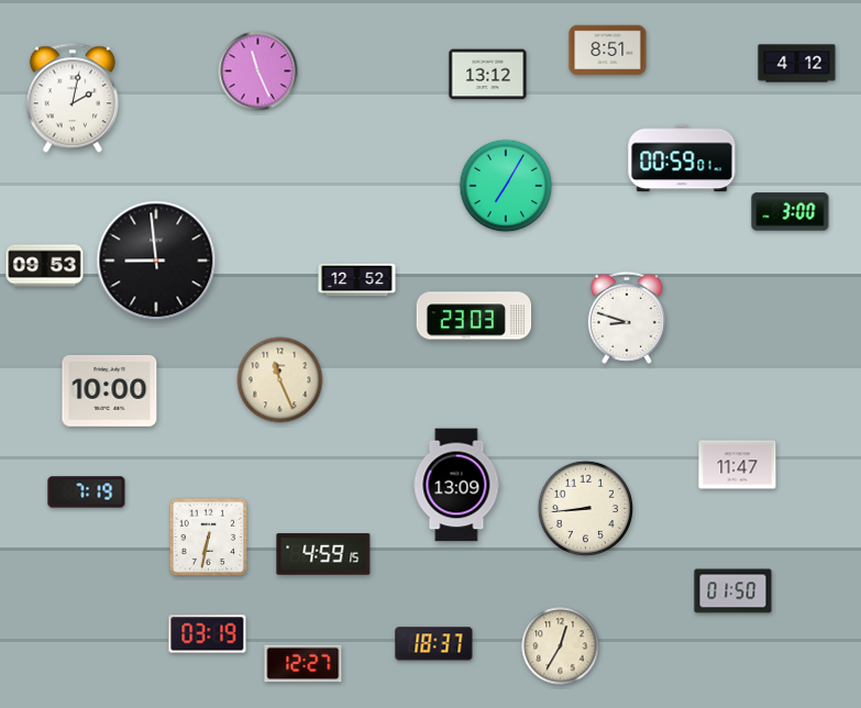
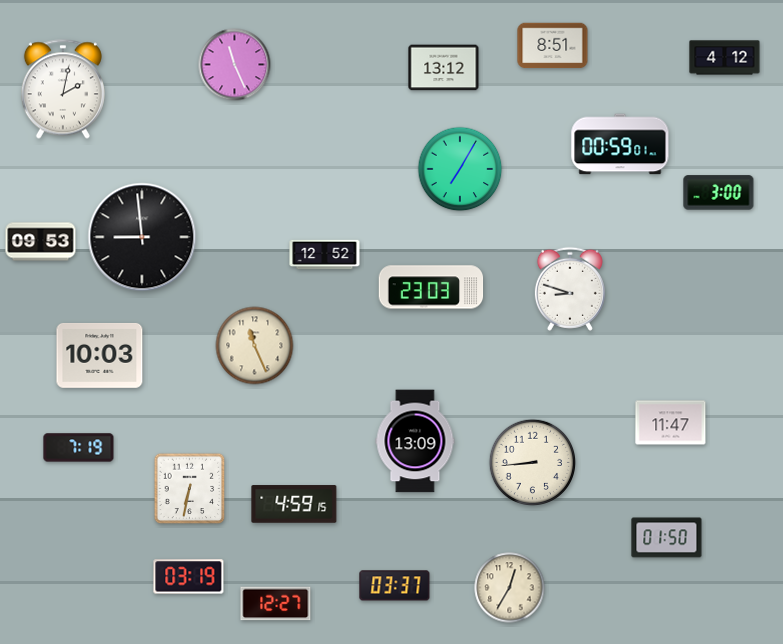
clock at (73, 98) position: (73, 98) -> (63, 89)
clock at (110, 390): 10:00 -> 10:03
clock at (434, 644): 18:37 -> 03:37
